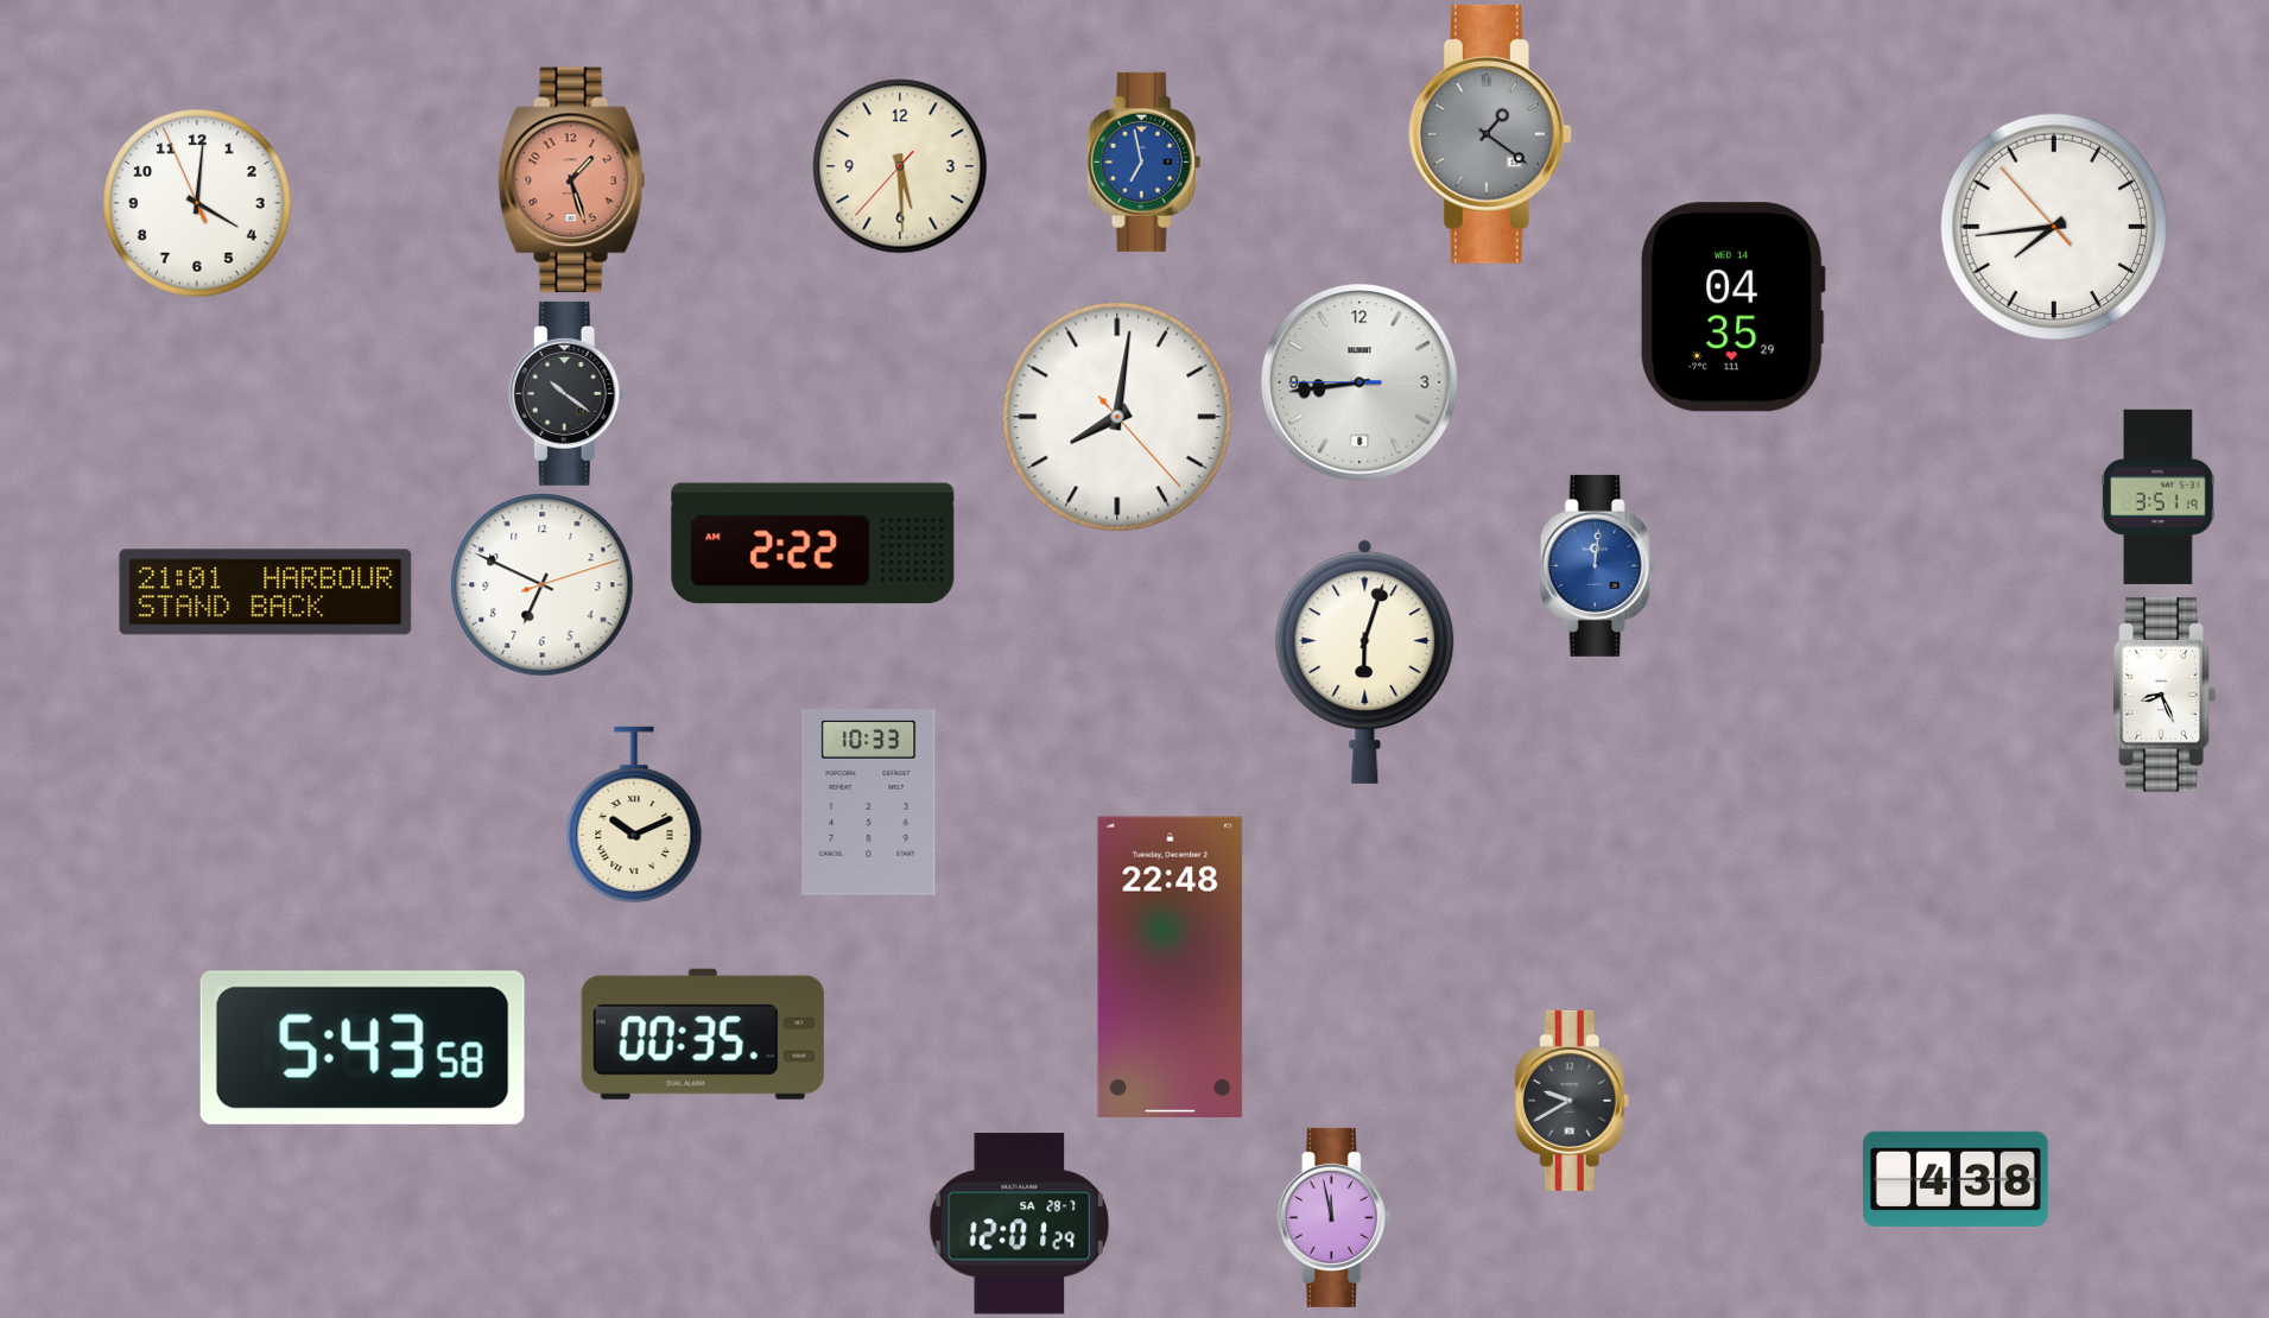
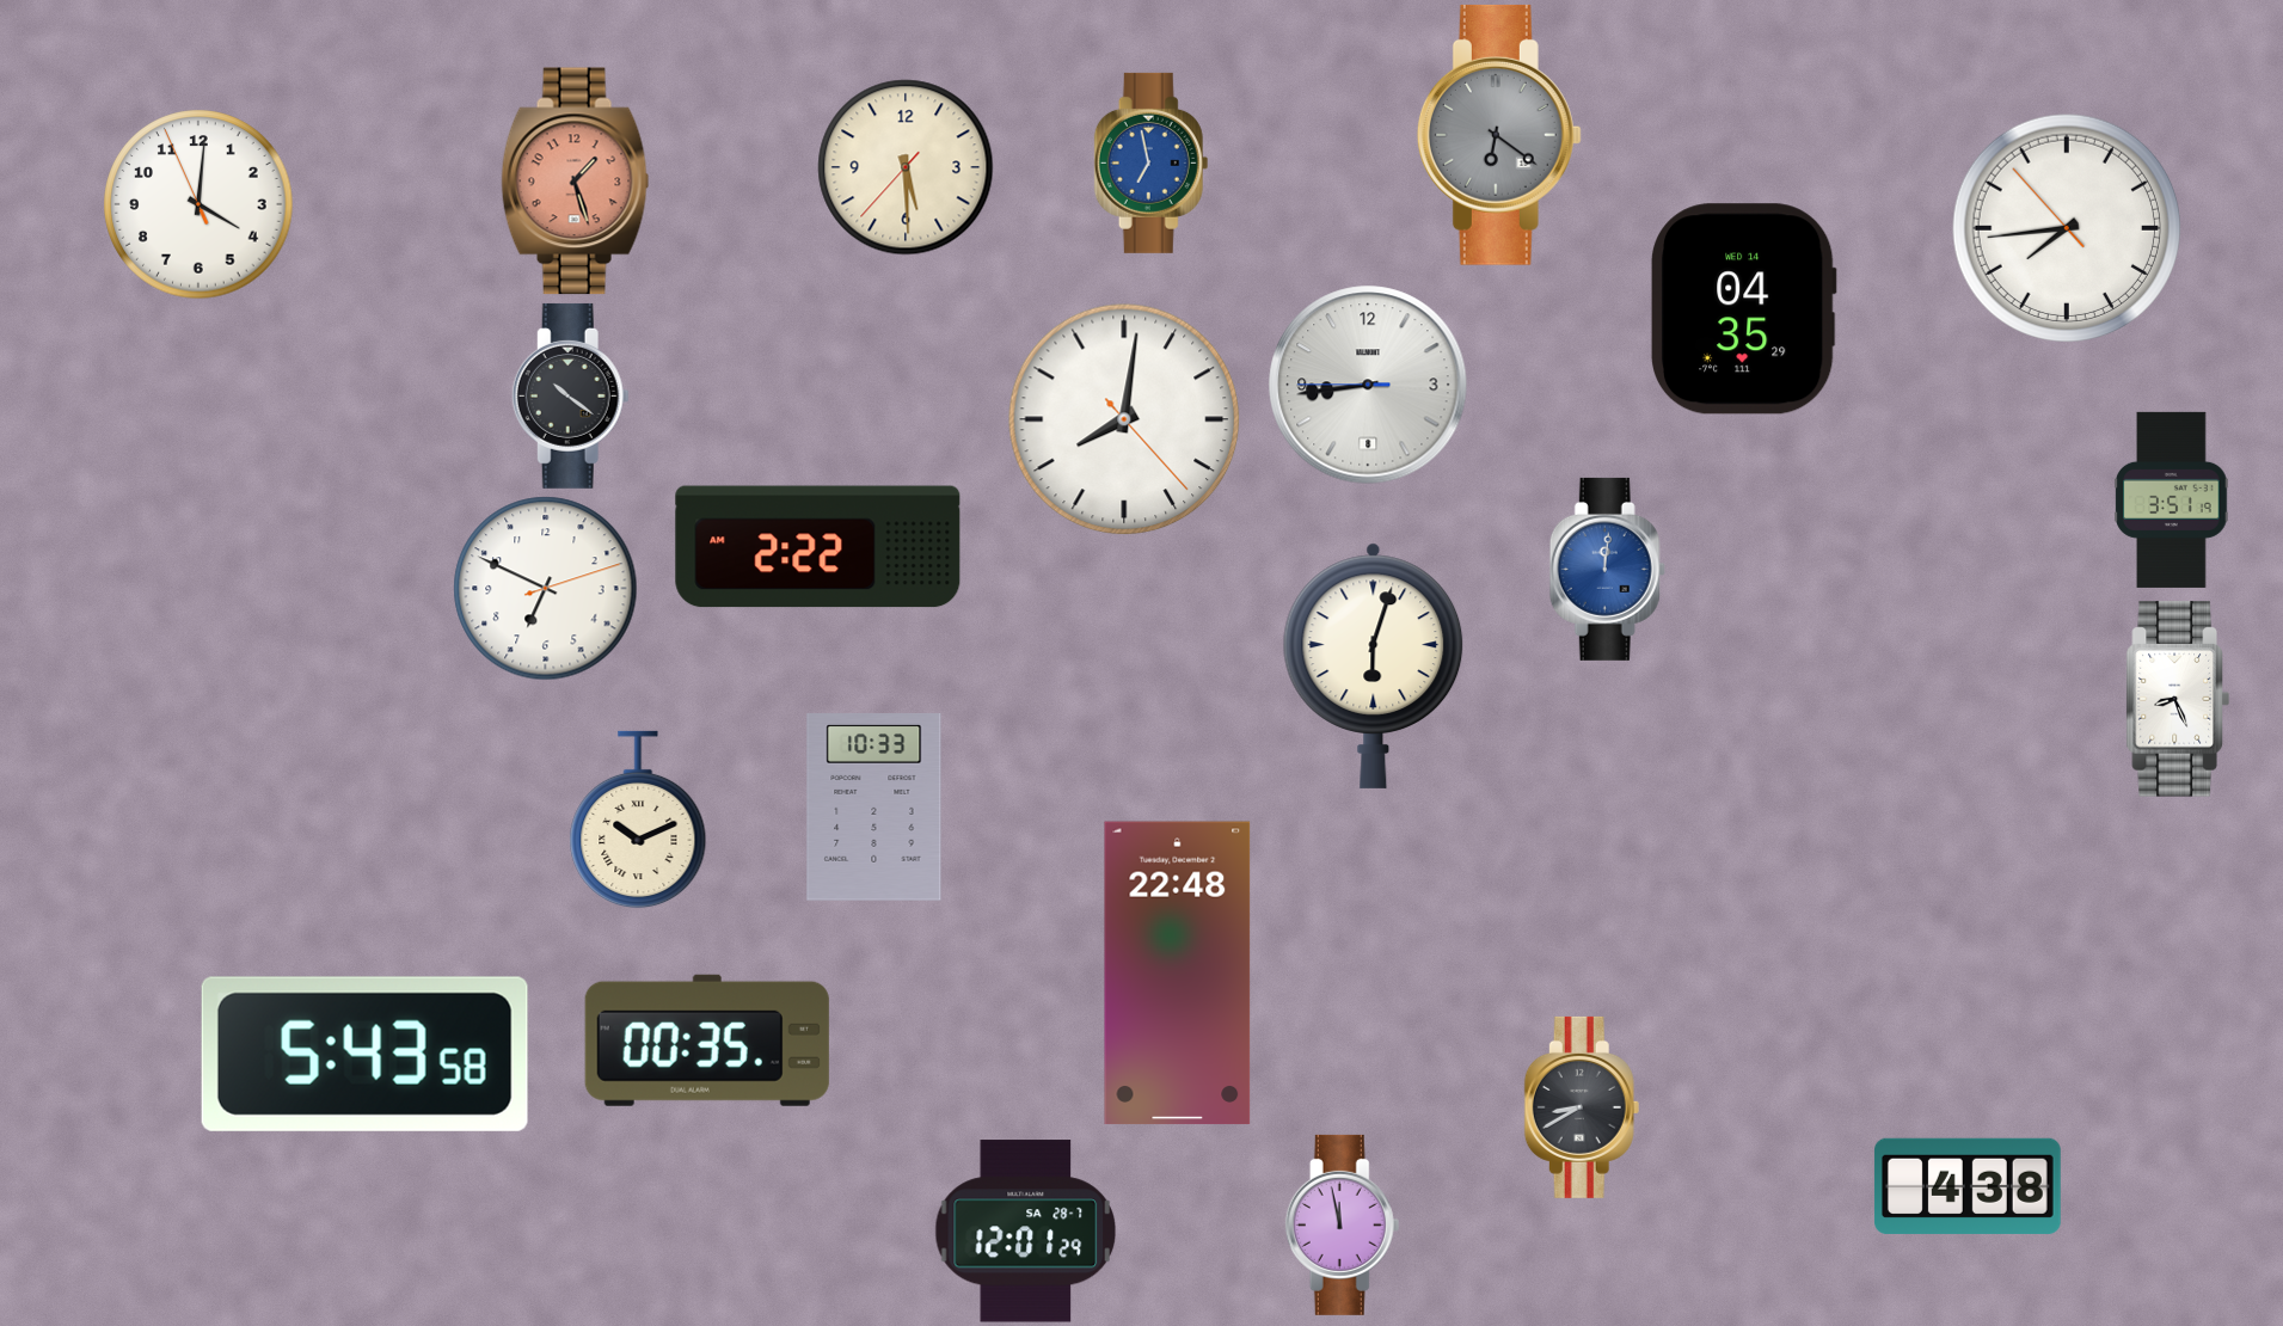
clock at (1490, 134): 1:21 -> 6:21
clock at (266, 593): 21:01 -> none
clock at (1572, 1101): 9:40 -> 8:40
